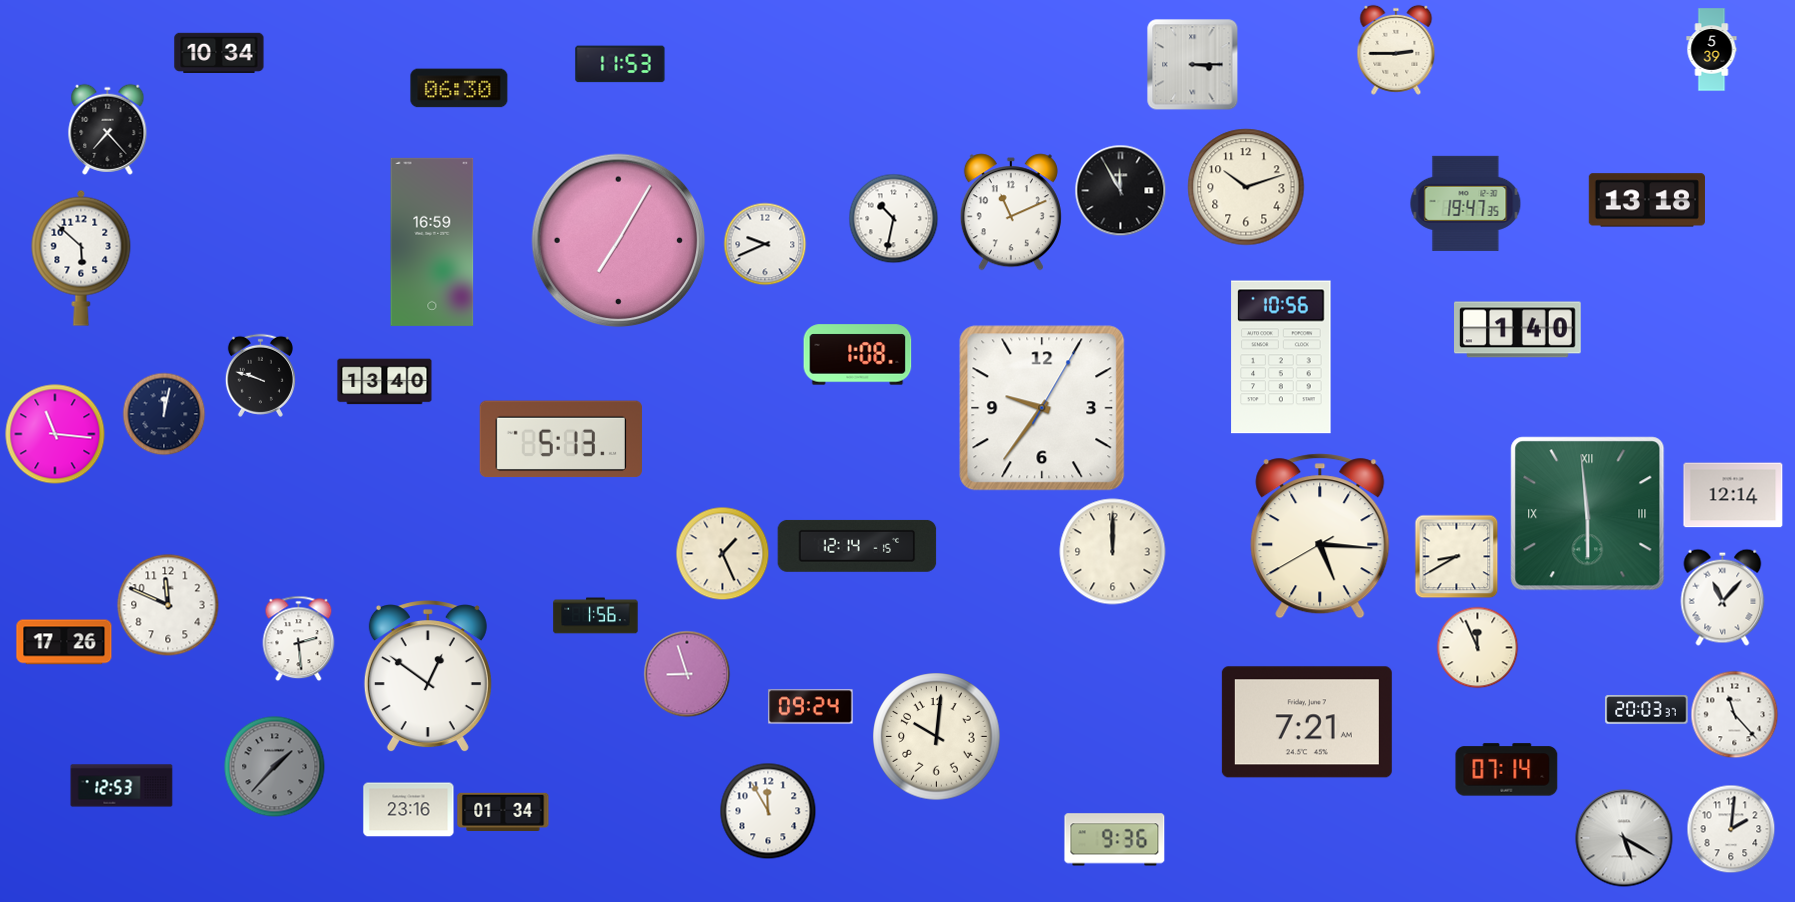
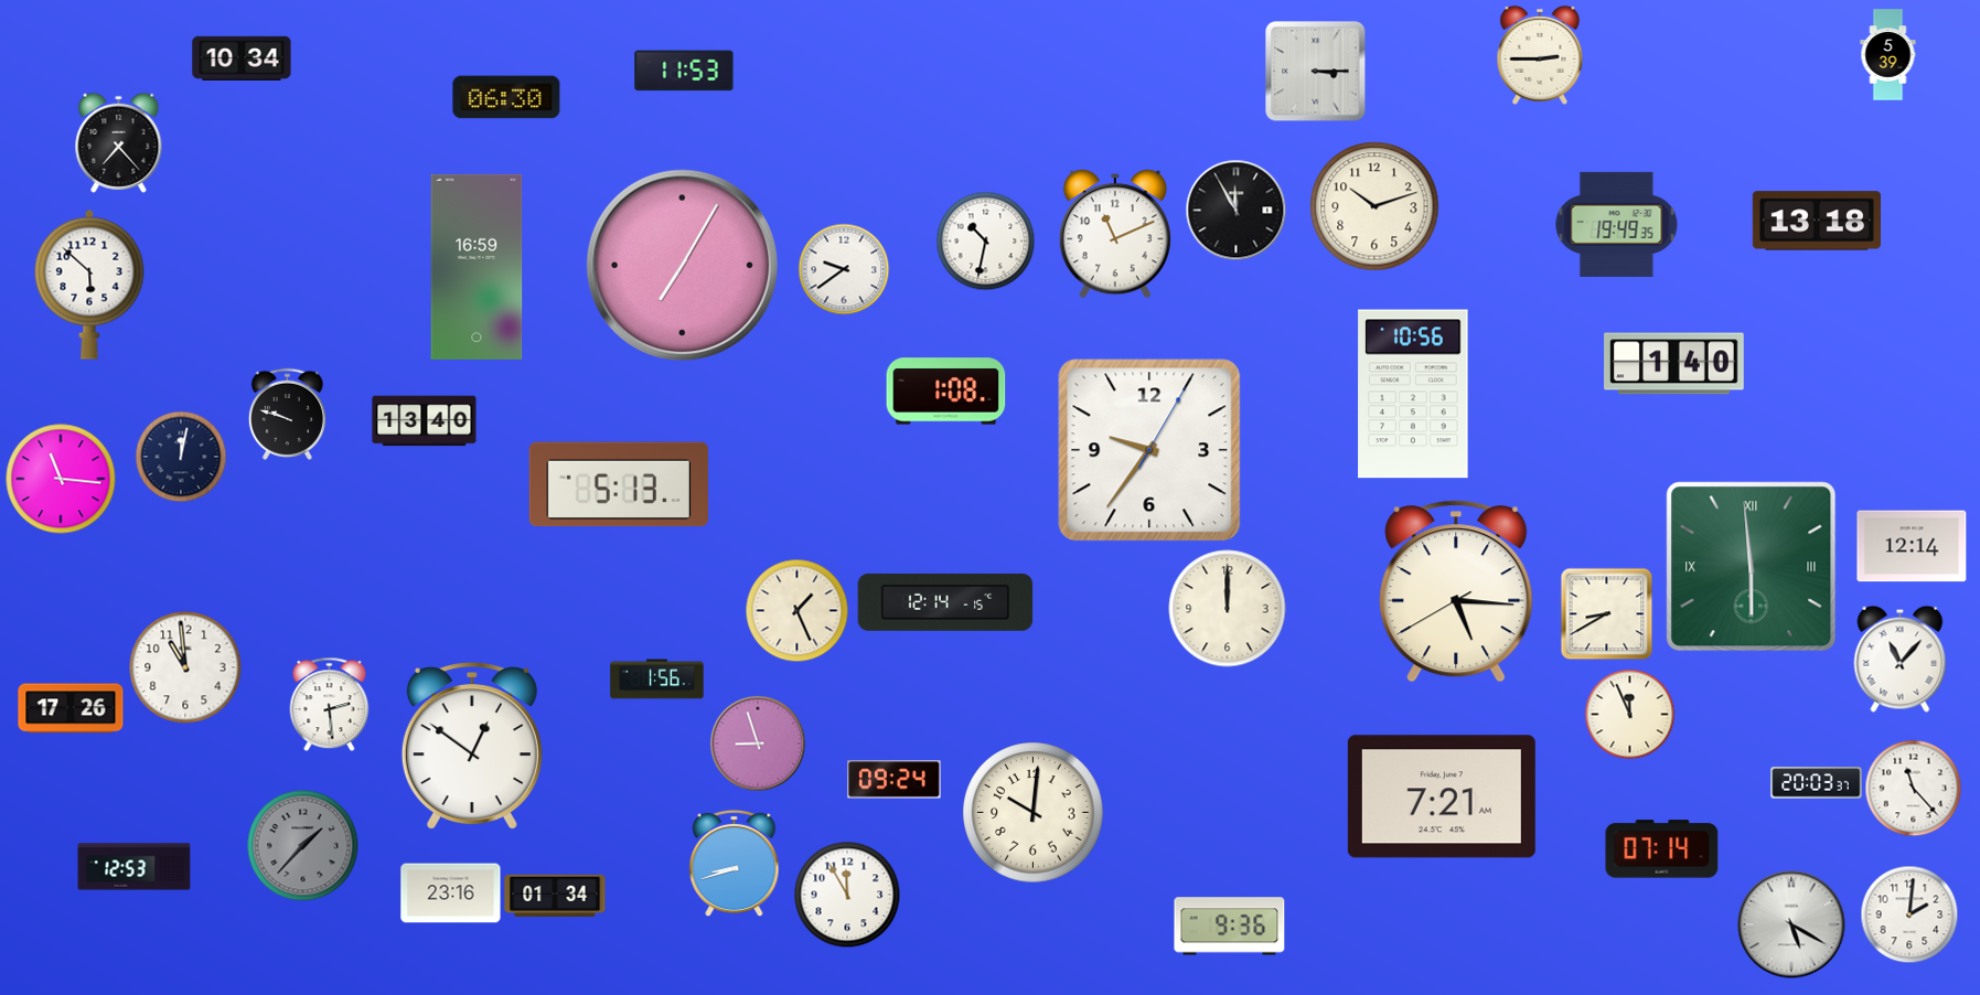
clock at (1466, 203): 19:47 -> 19:49
clock at (765, 244): 9:41 -> 9:39
clock at (168, 605): 11:49 -> 10:59
clock at (735, 863): none -> 8:42
